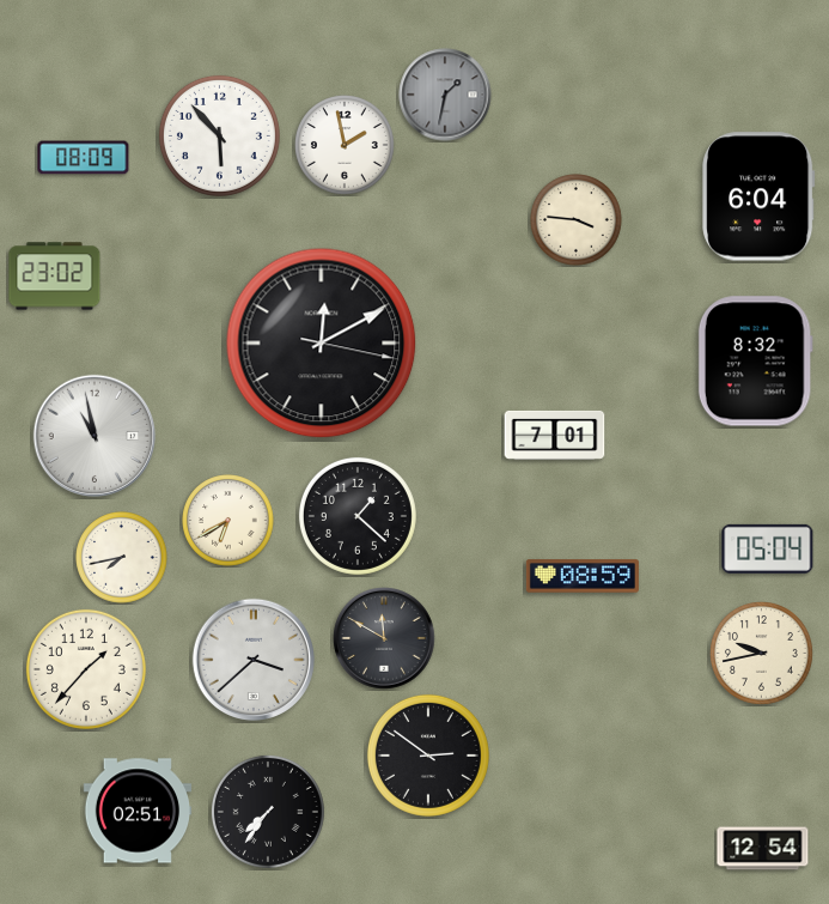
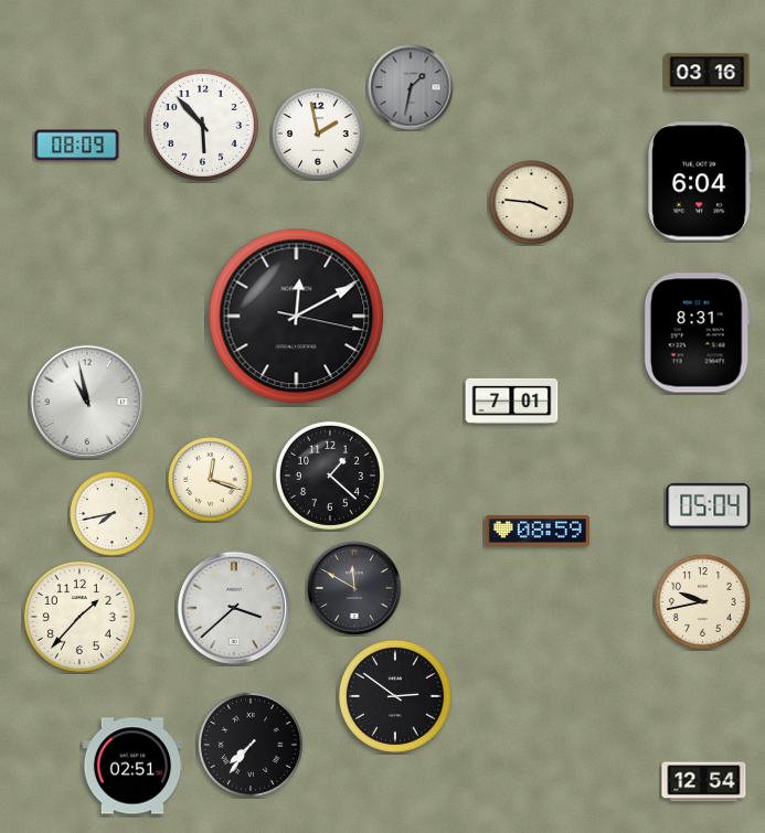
clock at (708, 73): none -> 03:16
clock at (55, 277): 23:02 -> none
clock at (755, 362): 8:32 -> 8:31
clock at (228, 521): 6:40 -> 12:18
clock at (138, 811) position: (138, 811) -> (132, 766)
clock at (268, 812) position: (268, 812) -> (251, 745)
